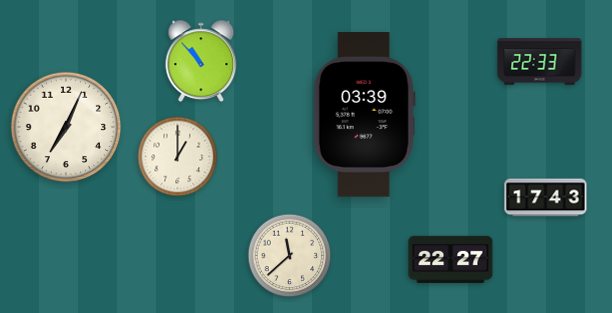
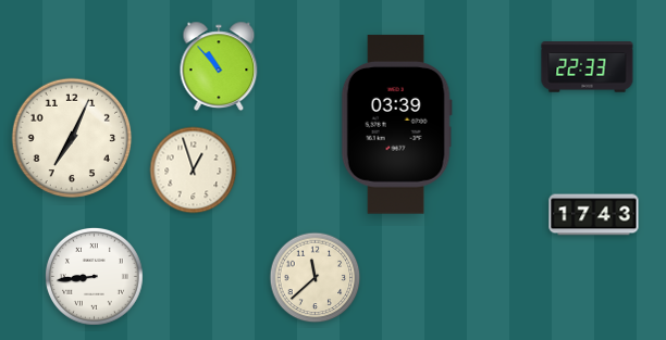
clock at (178, 157): 1:00 -> 12:57
clock at (94, 276): none -> 8:44
clock at (451, 259): 22:27 -> none
